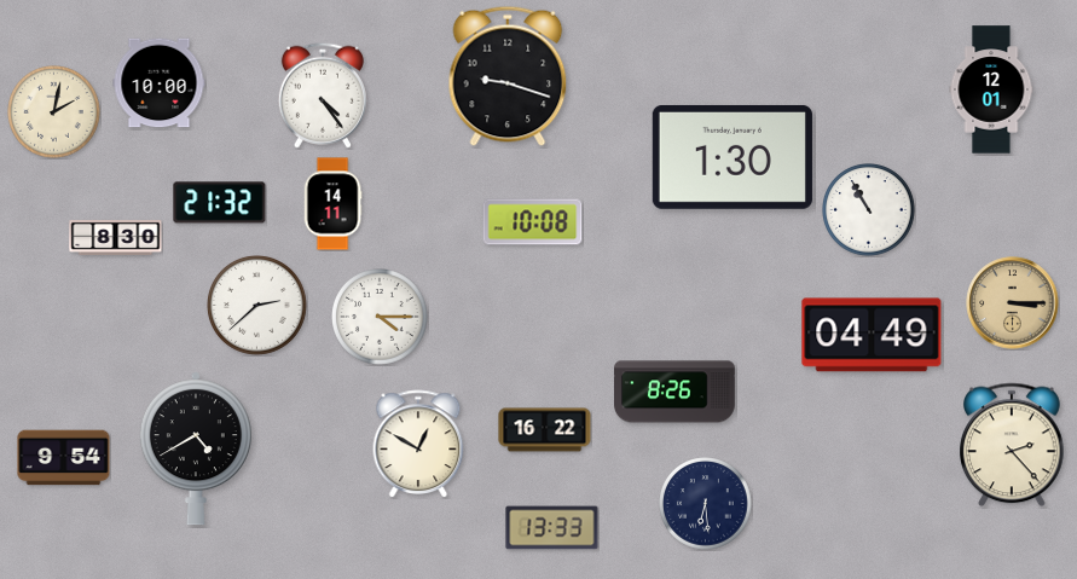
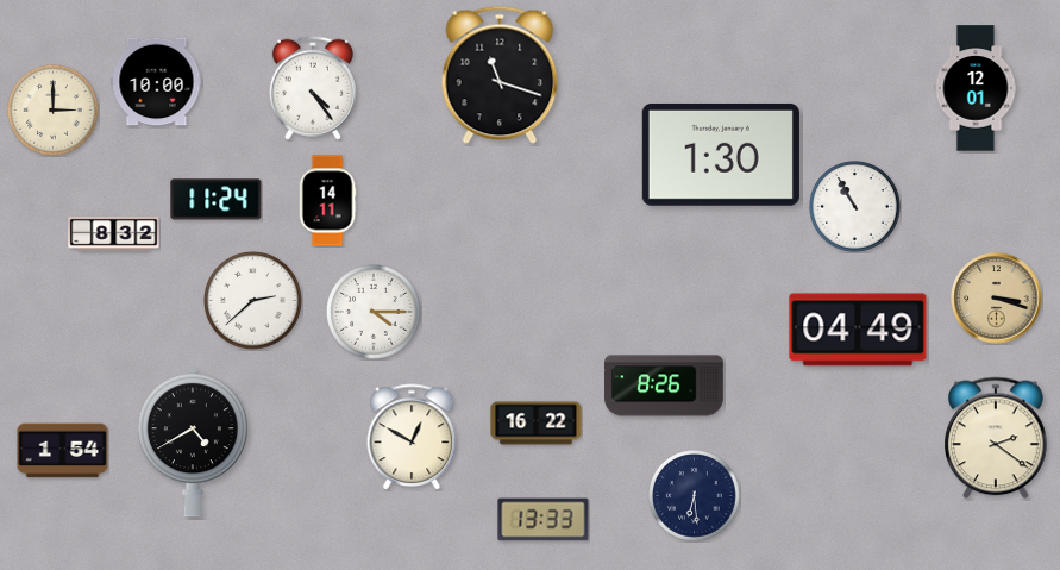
clock at (508, 76): 9:18 -> 11:18
clock at (323, 95) position: (323, 95) -> (313, 88)
clock at (54, 112): 2:02 -> 3:00
clock at (220, 203): 21:32 -> 11:24
clock at (533, 222): 10:08 -> none
clock at (116, 237): 8:30 -> 8:32
clock at (1013, 303): 3:15 -> 3:18
clock at (1012, 445): 2:23 -> 2:21
clock at (64, 458): 9:54 -> 1:54
